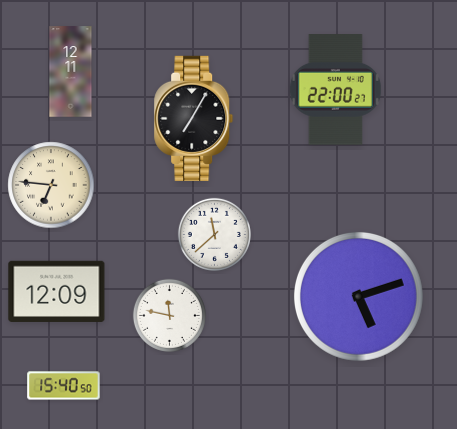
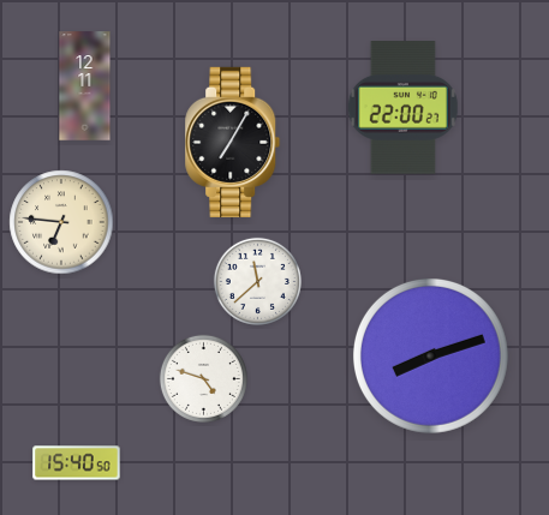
clock at (57, 291): 12:09 -> none
clock at (358, 296): 5:12 -> 8:12
clock at (169, 315): 11:47 -> 4:48
